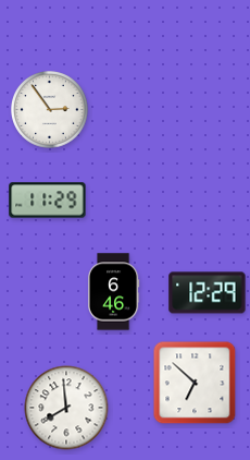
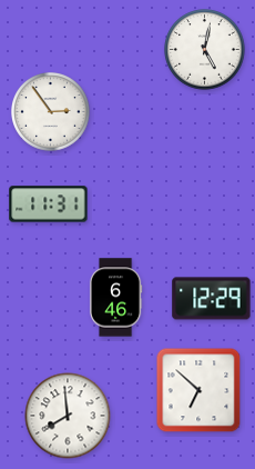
clock at (205, 50): none -> 5:02
clock at (48, 201): 11:29 -> 11:31
